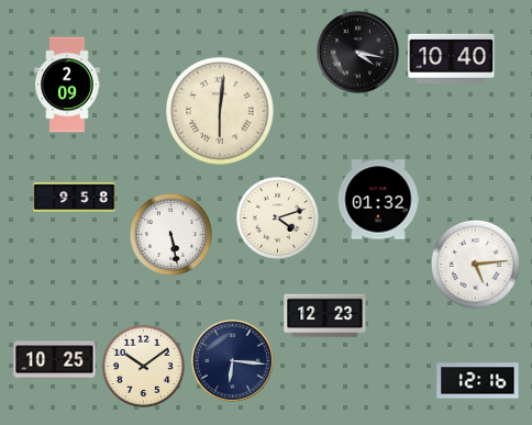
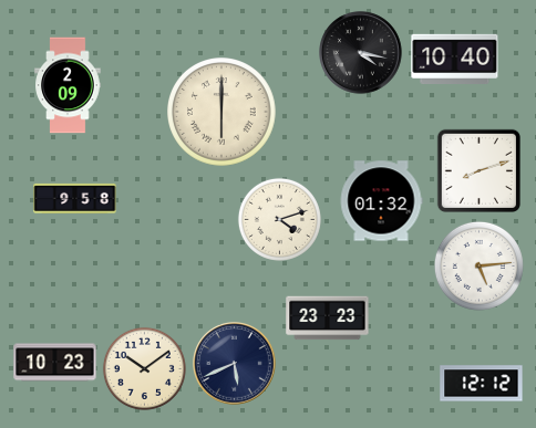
clock at (221, 112): 6:01 -> 6:00
clock at (478, 170): none -> 8:12
clock at (170, 234): 5:28 -> none
clock at (325, 316): 12:23 -> 23:23
clock at (55, 360): 10:25 -> 10:23
clock at (233, 361): 6:16 -> 5:41
clock at (478, 381): 12:16 -> 12:12
